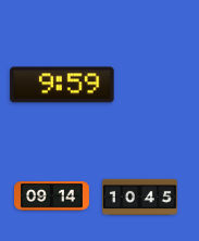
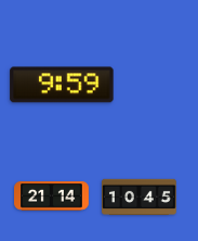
clock at (52, 196): 09:14 -> 21:14
